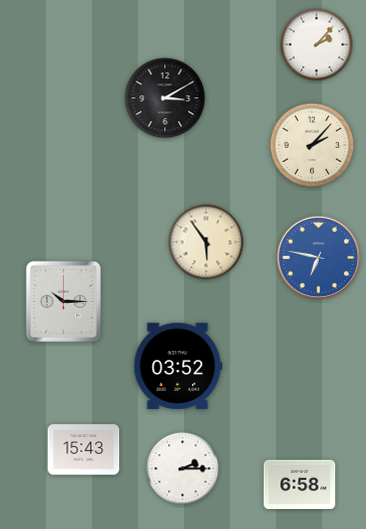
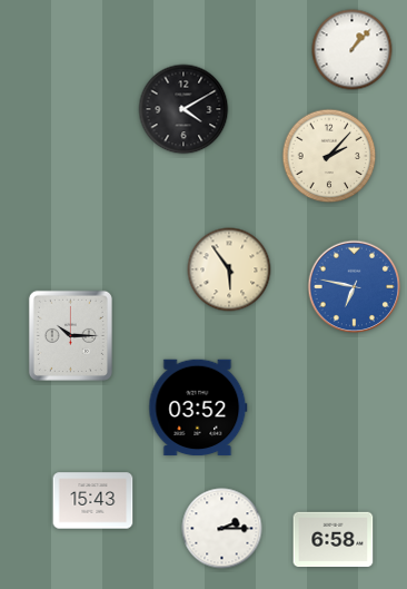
clock at (317, 45): 2:07 -> 1:07
clock at (165, 98): 3:10 -> 4:10
clock at (312, 145) position: (312, 145) -> (329, 156)
clock at (183, 469) position: (183, 469) -> (222, 529)
